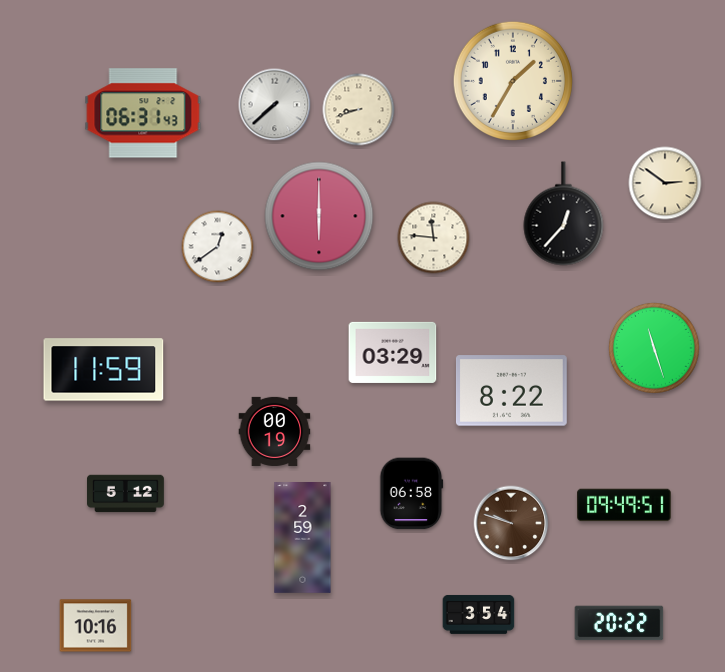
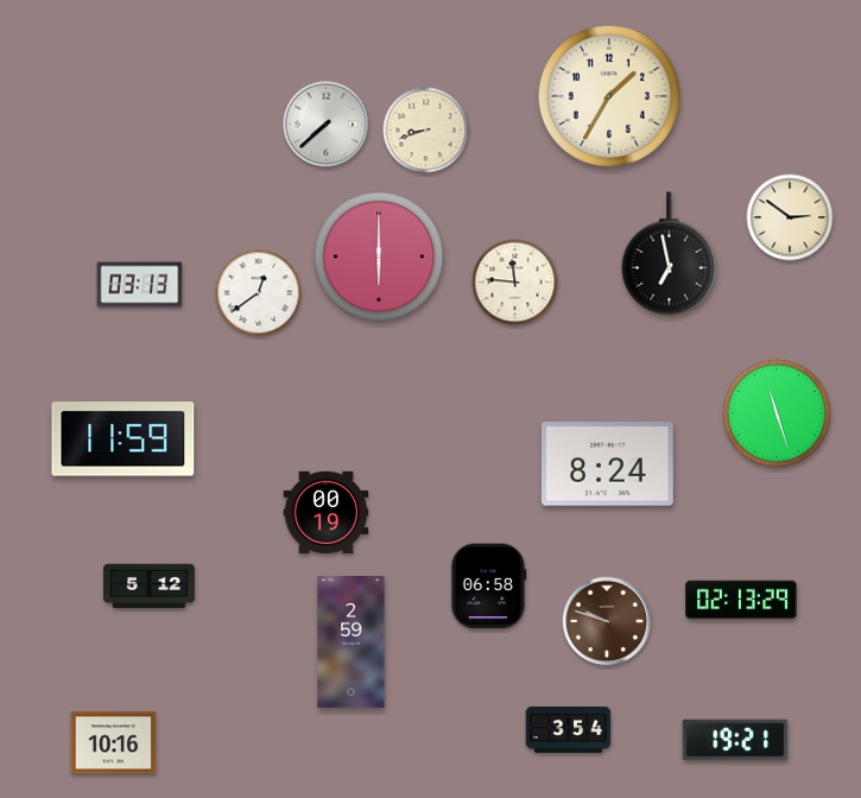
clock at (143, 113): 06:31 -> none
clock at (564, 214): 12:37 -> 6:58
clock at (140, 285): none -> 03:13
clock at (393, 352): 03:29 -> none
clock at (511, 391): 8:22 -> 8:24
clock at (625, 505): 09:49 -> 02:13
clock at (303, 538) position: (303, 538) -> (352, 642)
clock at (619, 623): 20:22 -> 19:21
